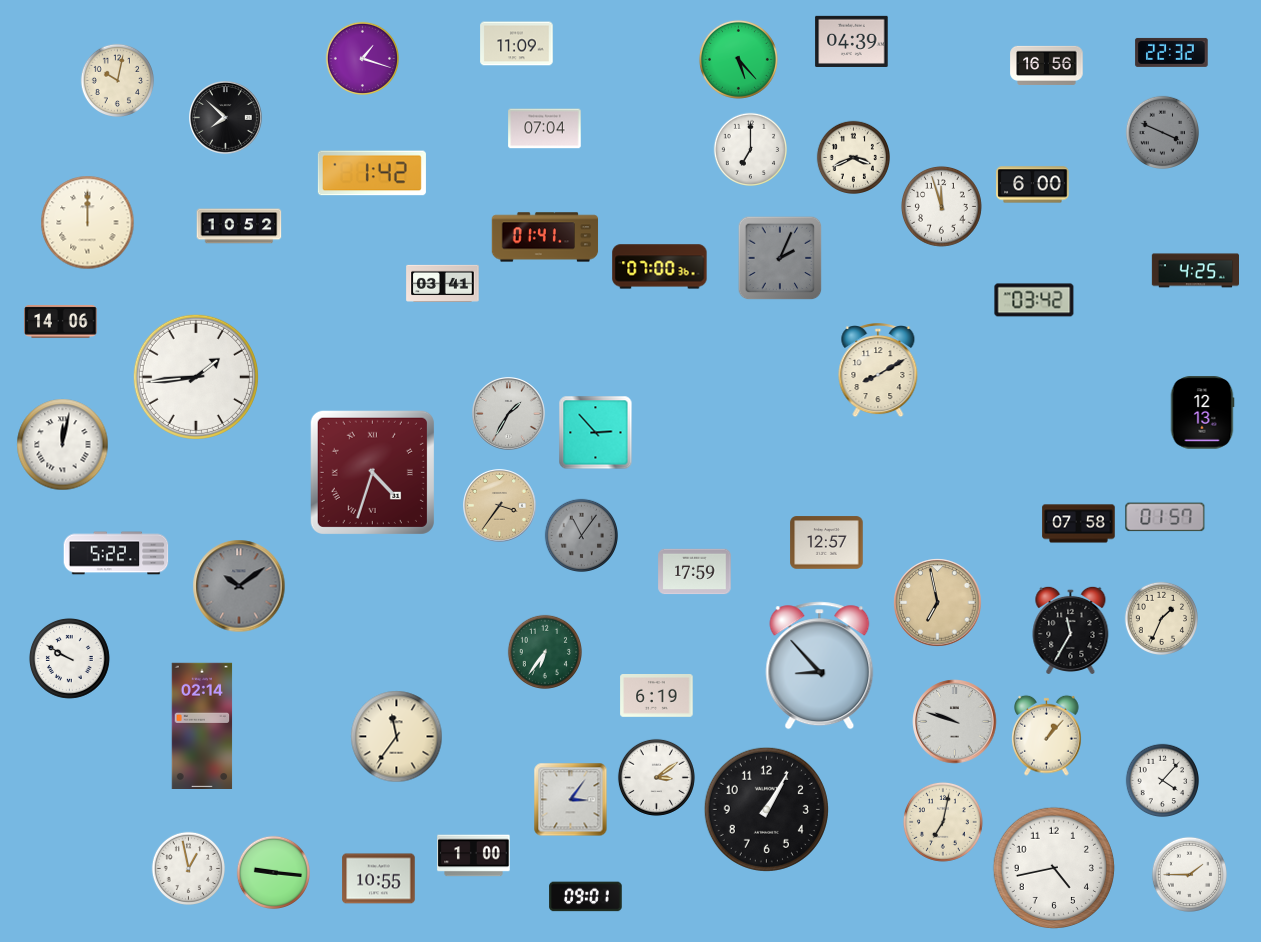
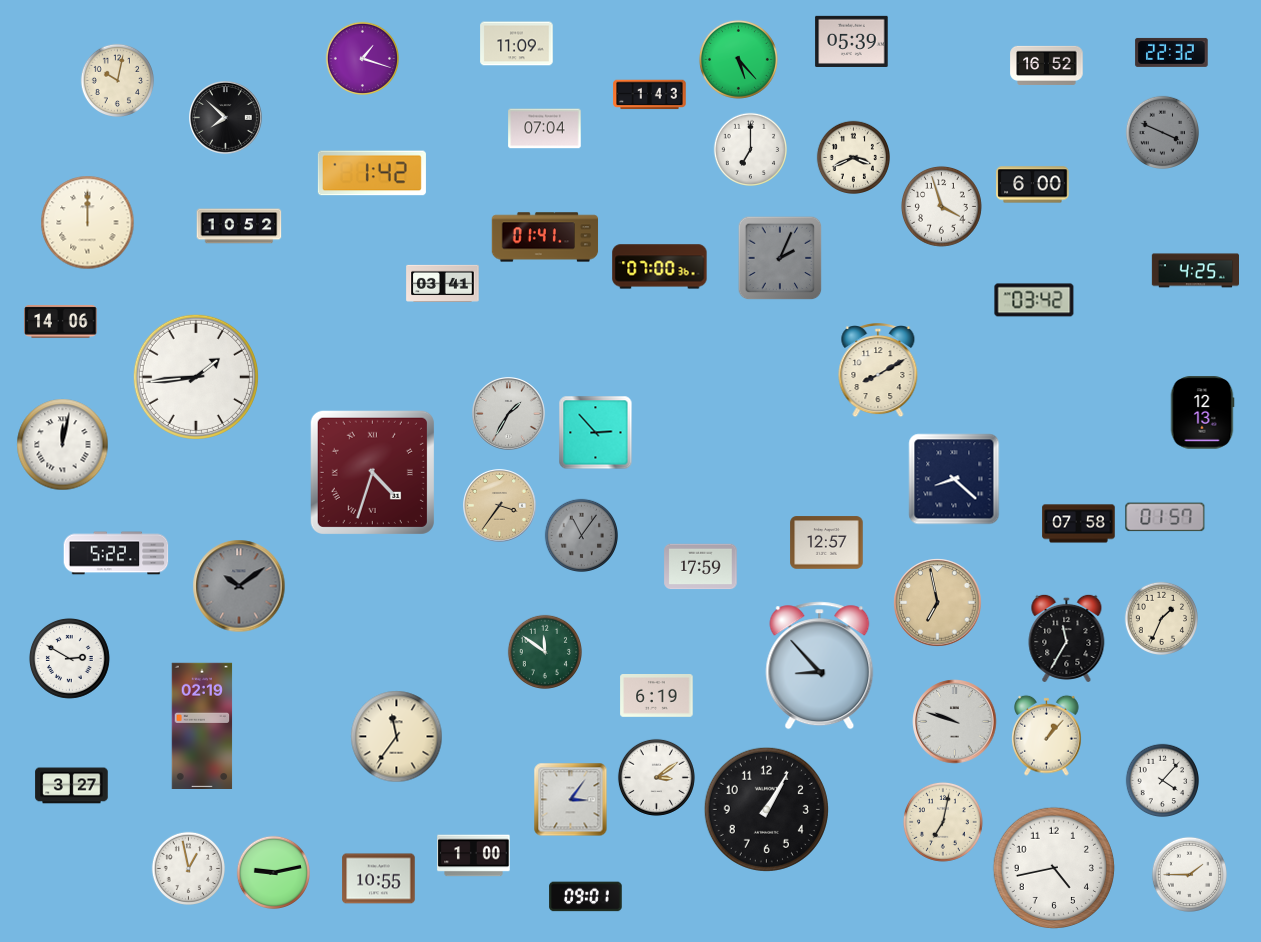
clock at (852, 41): 04:39 -> 05:39
clock at (1047, 65): 16:56 -> 16:52
clock at (650, 95): none -> 1:43
clock at (941, 206): 11:57 -> 3:57
clock at (954, 479): none -> 8:22
clock at (695, 572) position: (695, 572) -> (701, 567)
clock at (1071, 629) position: (1071, 629) -> (1067, 637)
clock at (545, 652): 6:36 -> 11:51
clock at (69, 658): 9:50 -> 2:50
clock at (202, 725): 02:14 -> 02:19
clock at (72, 786): none -> 3:27
clock at (273, 872): 9:16 -> 9:13
